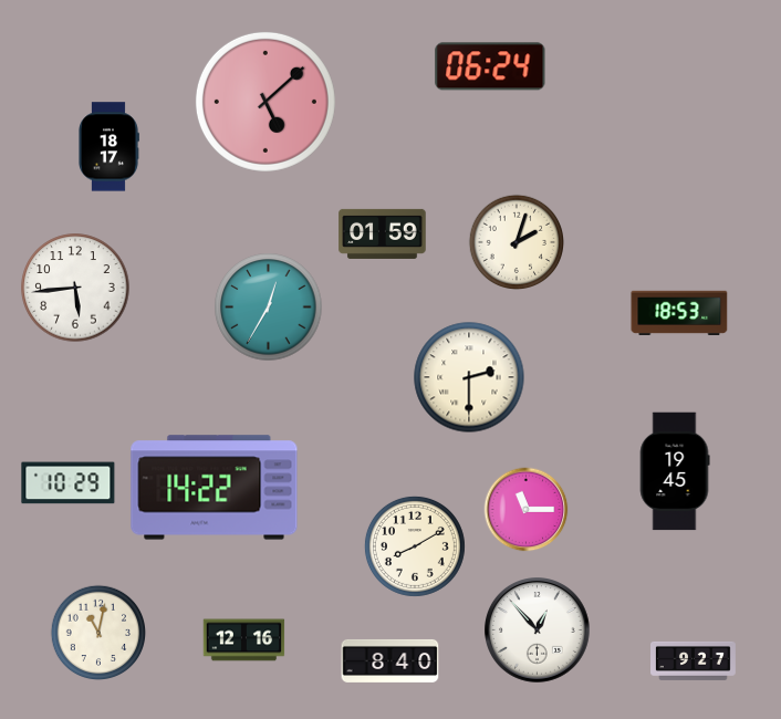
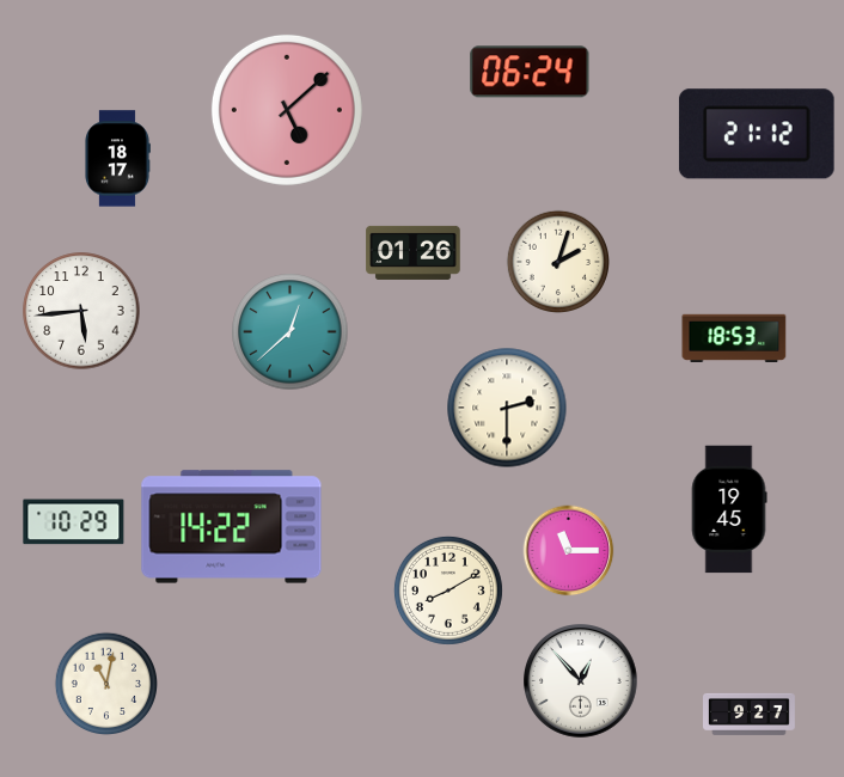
clock at (757, 134): none -> 21:12
clock at (383, 233): 01:59 -> 01:26
clock at (269, 308): 12:35 -> 12:38
clock at (244, 640): 12:16 -> none
clock at (390, 660): 8:40 -> none
